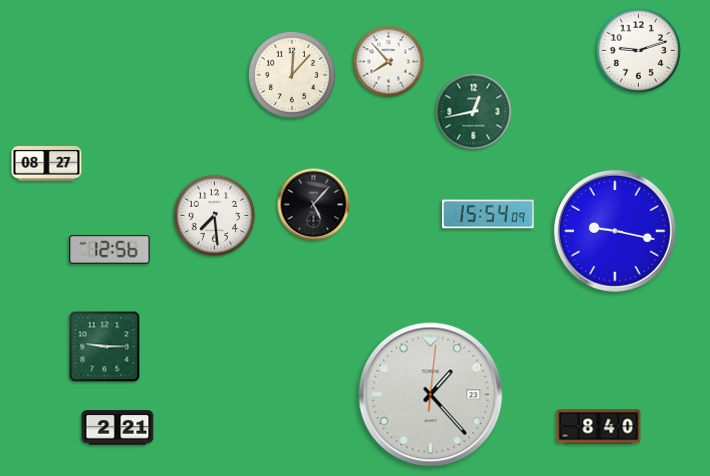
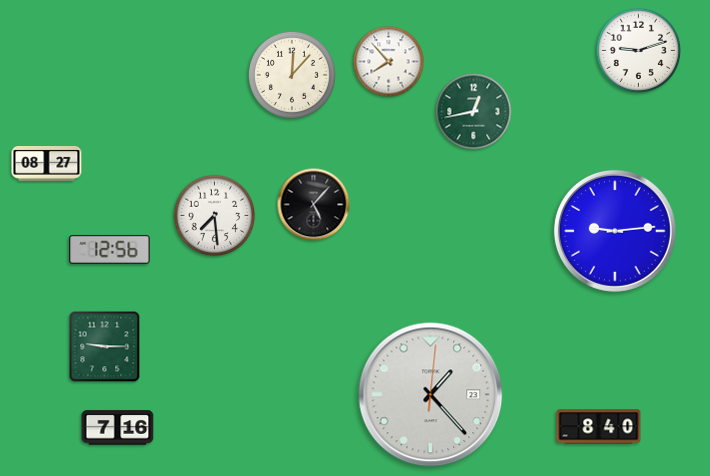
clock at (489, 214): 15:54 -> none
clock at (615, 231): 9:17 -> 9:14
clock at (118, 428): 2:21 -> 7:16
